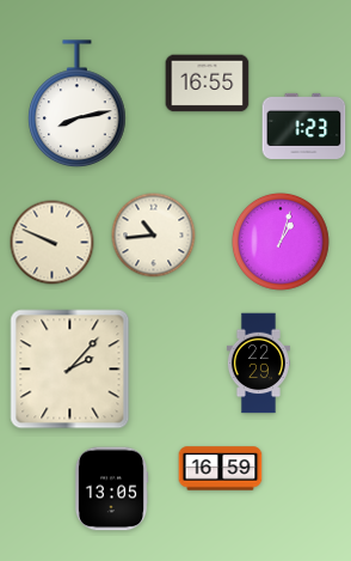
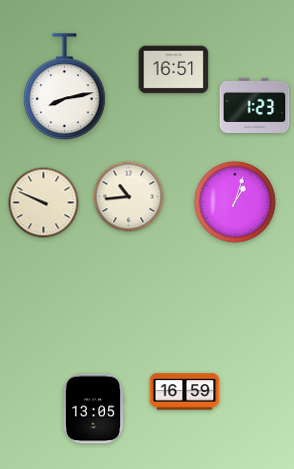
clock at (208, 84): 16:55 -> 16:51
clock at (258, 364): 22:29 -> none
clock at (70, 370): 2:07 -> none
